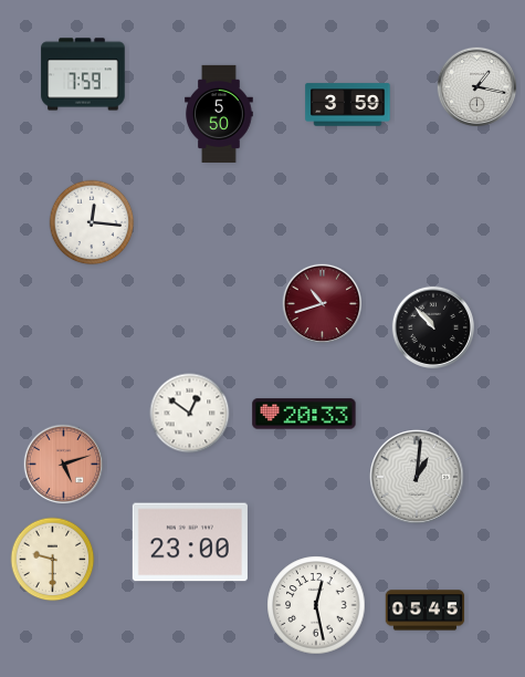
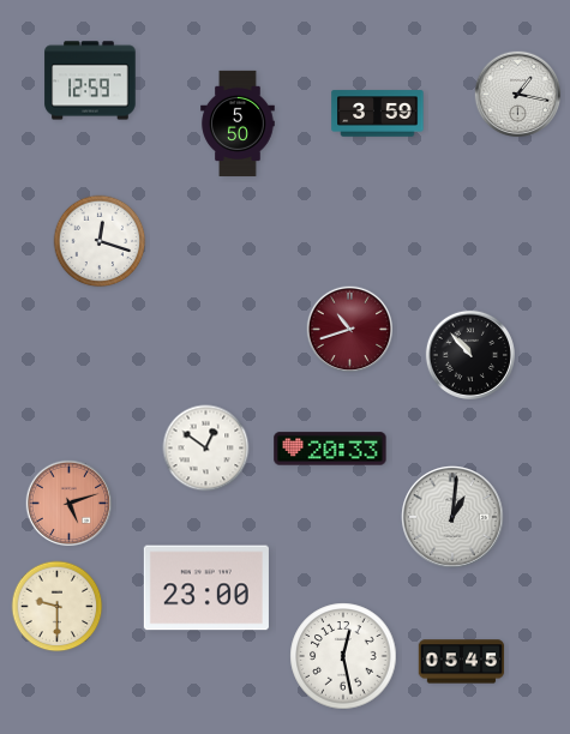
clock at (83, 74): 7:59 -> 12:59
clock at (92, 222): 12:16 -> 12:18
